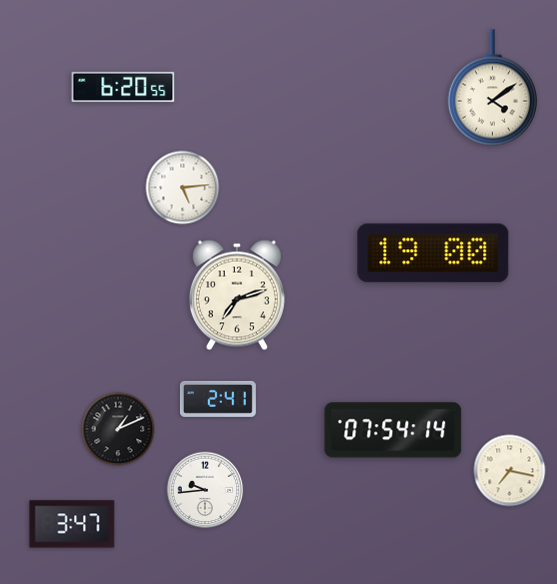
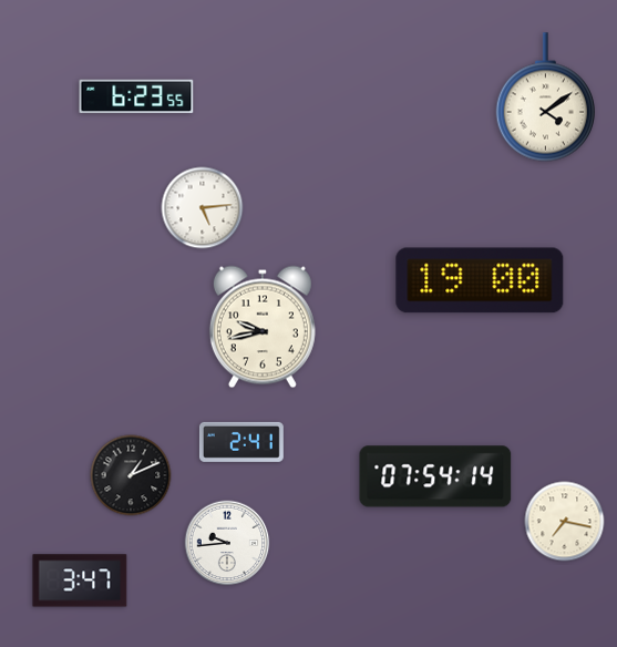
clock at (123, 87): 6:20 -> 6:23
clock at (237, 295): 7:12 -> 9:43
